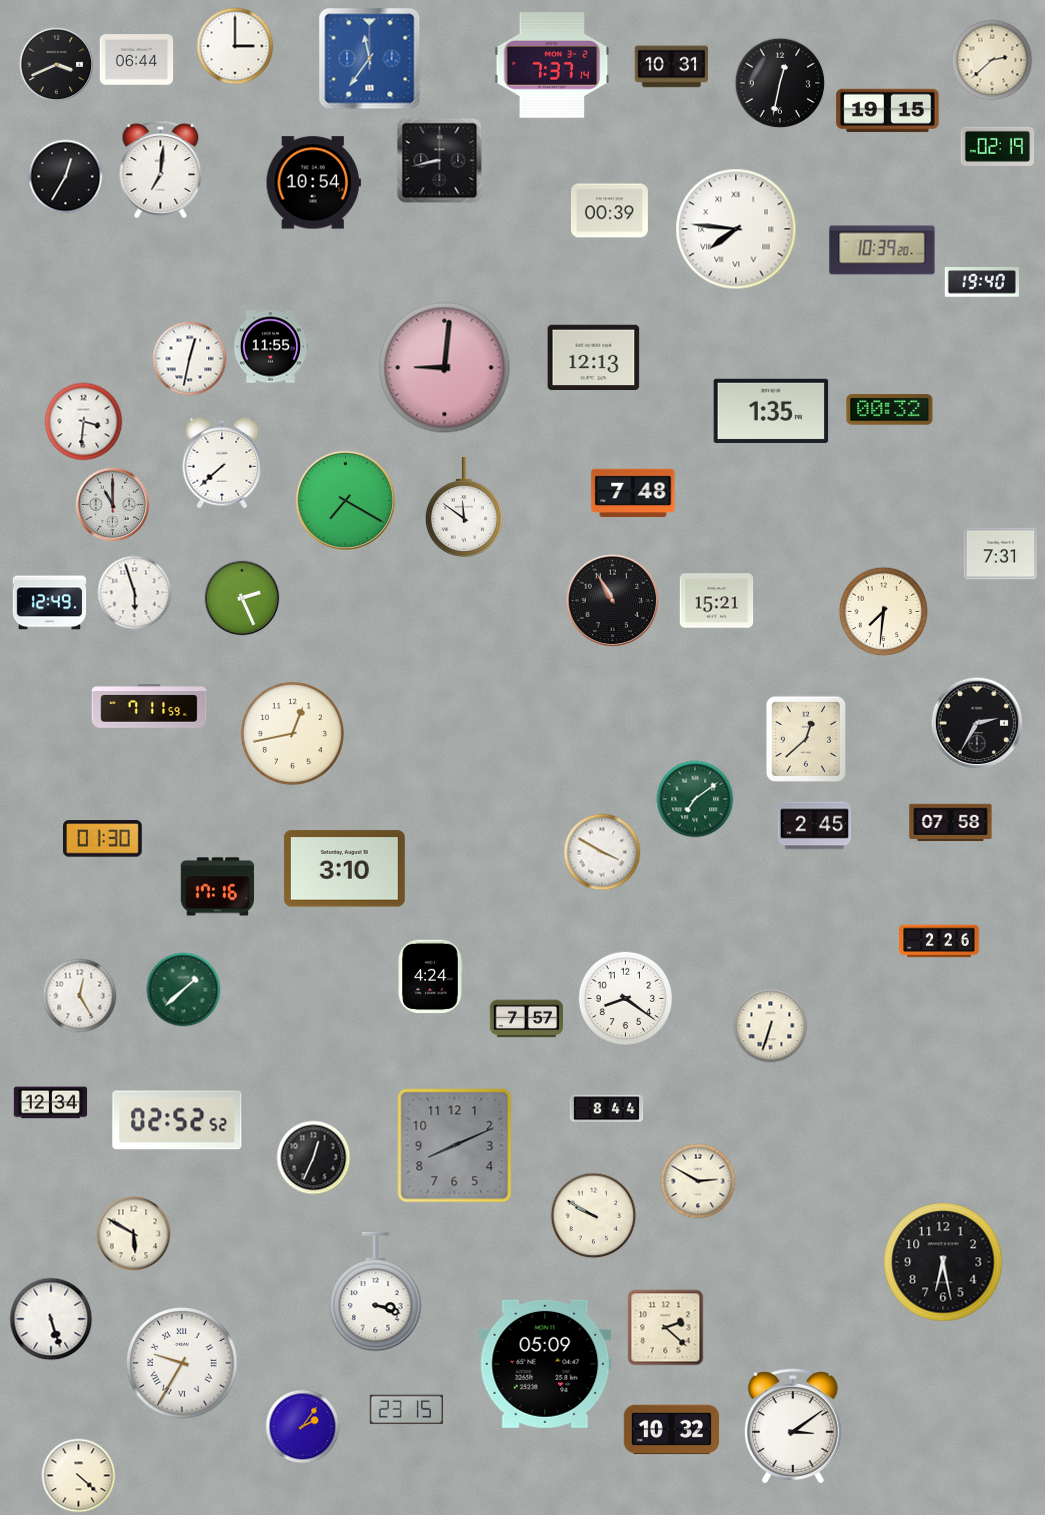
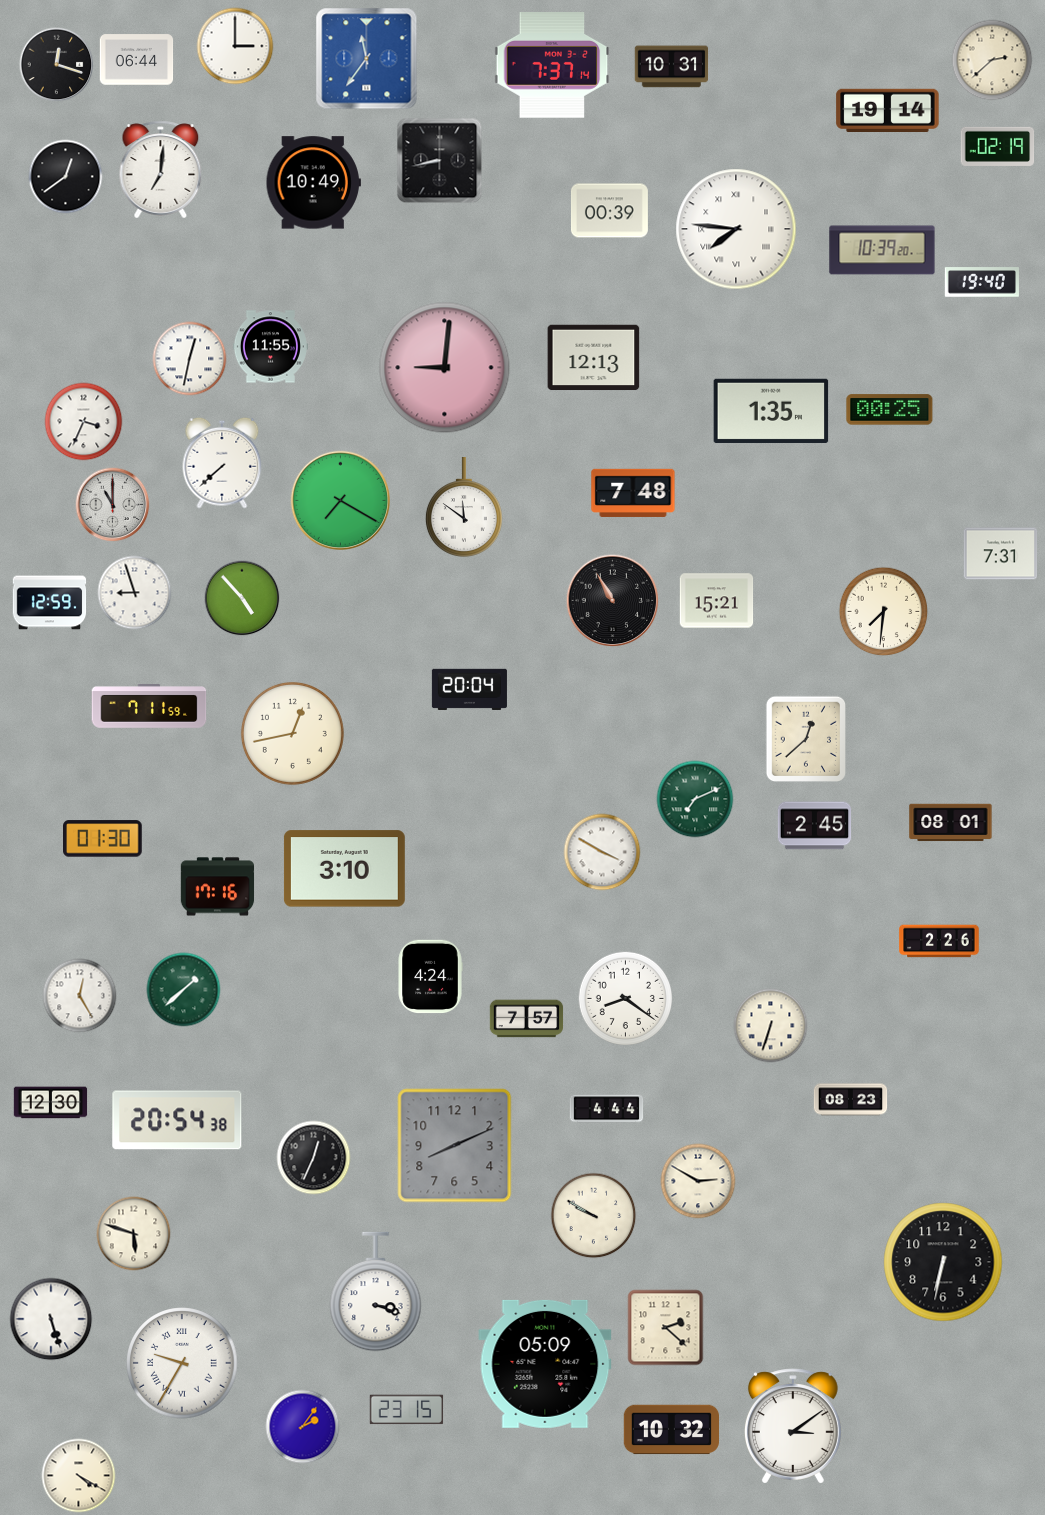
clock at (370, 59) position: (370, 59) -> (367, 59)
clock at (57, 65): 3:41 -> 12:18
clock at (780, 83): 12:32 -> none
clock at (888, 110): 19:15 -> 19:14
clock at (66, 177): 12:35 -> 12:39
clock at (313, 183): 10:54 -> 10:49
clock at (890, 410): 00:32 -> 00:25
clock at (84, 422): 3:31 -> 3:34
clock at (345, 500) position: (345, 500) -> (340, 500)
clock at (135, 593): 5:57 -> 8:57
clock at (242, 598): 2:26 -> 4:53
clock at (50, 603): 12:49 -> 12:59
clock at (469, 689): none -> 20:04
clock at (977, 723): 2:35 -> none
clock at (695, 799): 7:09 -> 7:11
clock at (951, 823): 07:58 -> 08:01
clock at (851, 1100): none -> 08:23
clock at (51, 1103): 12:34 -> 12:30
clock at (607, 1109): 8:44 -> 4:44
clock at (177, 1120): 02:52 -> 20:54
clock at (134, 1234): 5:50 -> 5:48
clock at (943, 1262): 6:28 -> 6:32
clock at (79, 1476): 4:22 -> 4:20
